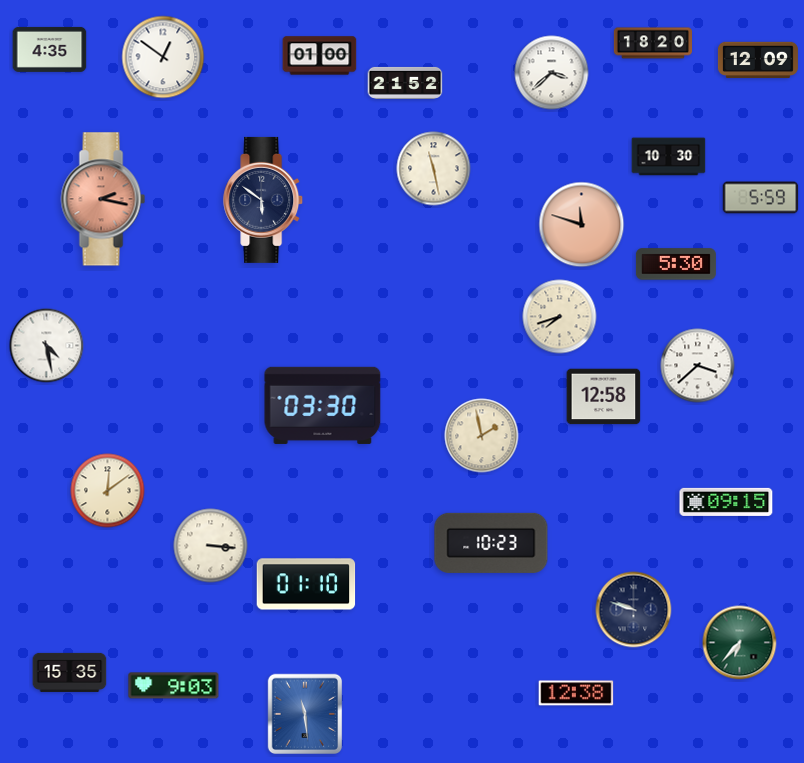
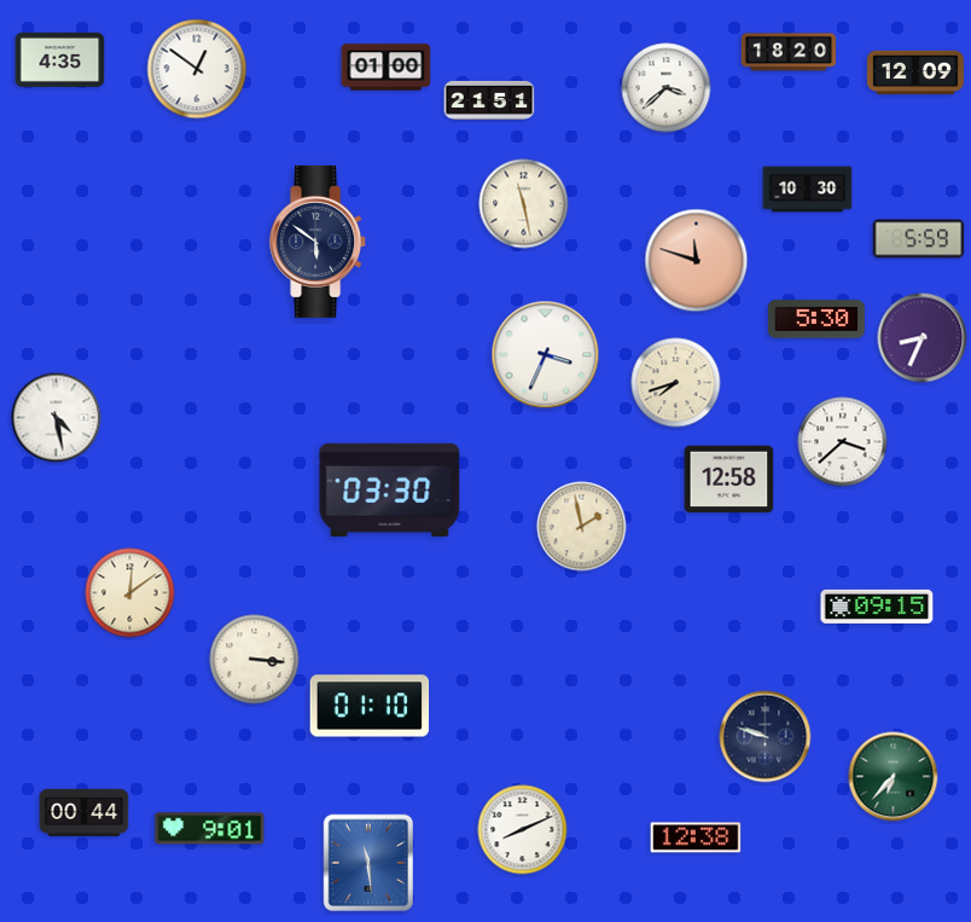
clock at (405, 83): 21:52 -> 21:51
clock at (103, 199): 2:17 -> none
clock at (582, 225) position: (582, 225) -> (697, 261)
clock at (923, 338): none -> 8:34
clock at (546, 355): none -> 3:34
clock at (491, 543): 10:23 -> none
clock at (70, 672): 15:35 -> 00:44
clock at (174, 686): 9:03 -> 9:01
clock at (523, 830): none -> 8:11
